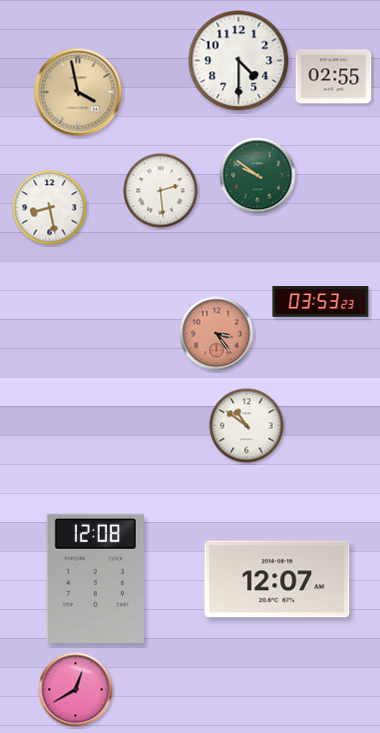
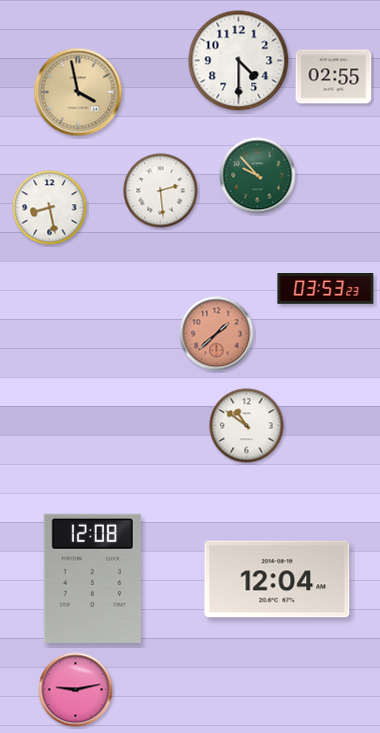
clock at (258, 176): 9:51 -> 9:53
clock at (321, 302) position: (321, 302) -> (326, 289)
clock at (217, 334): 3:24 -> 1:38
clock at (95, 578) position: (95, 578) -> (92, 578)
clock at (277, 579): 12:07 -> 12:04
clock at (76, 690): 12:40 -> 9:13
